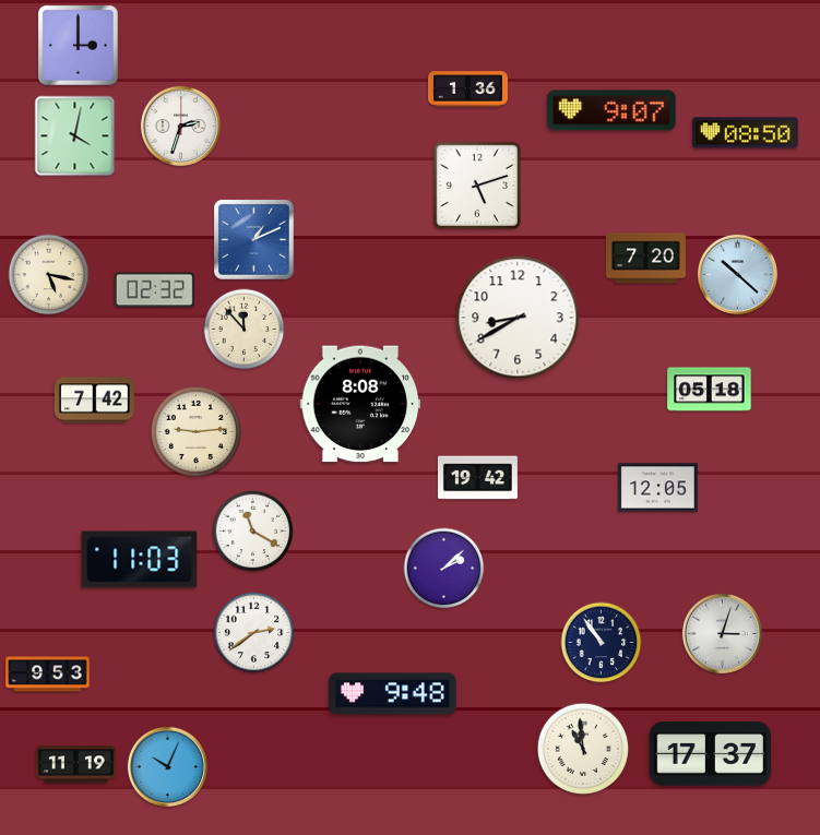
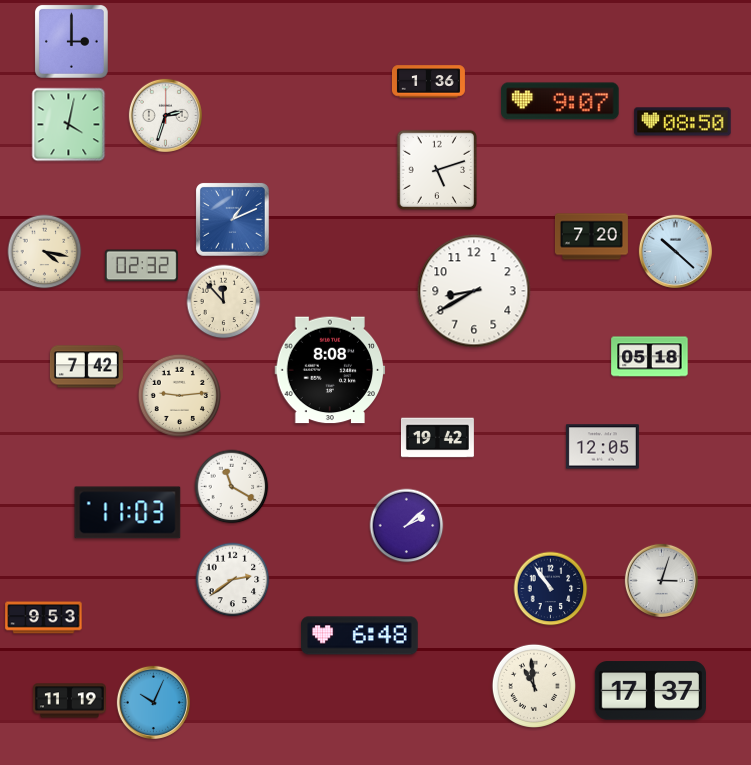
clock at (49, 275): 5:17 -> 4:17
clock at (444, 569) position: (444, 569) -> (407, 526)
clock at (393, 694): 9:48 -> 6:48
